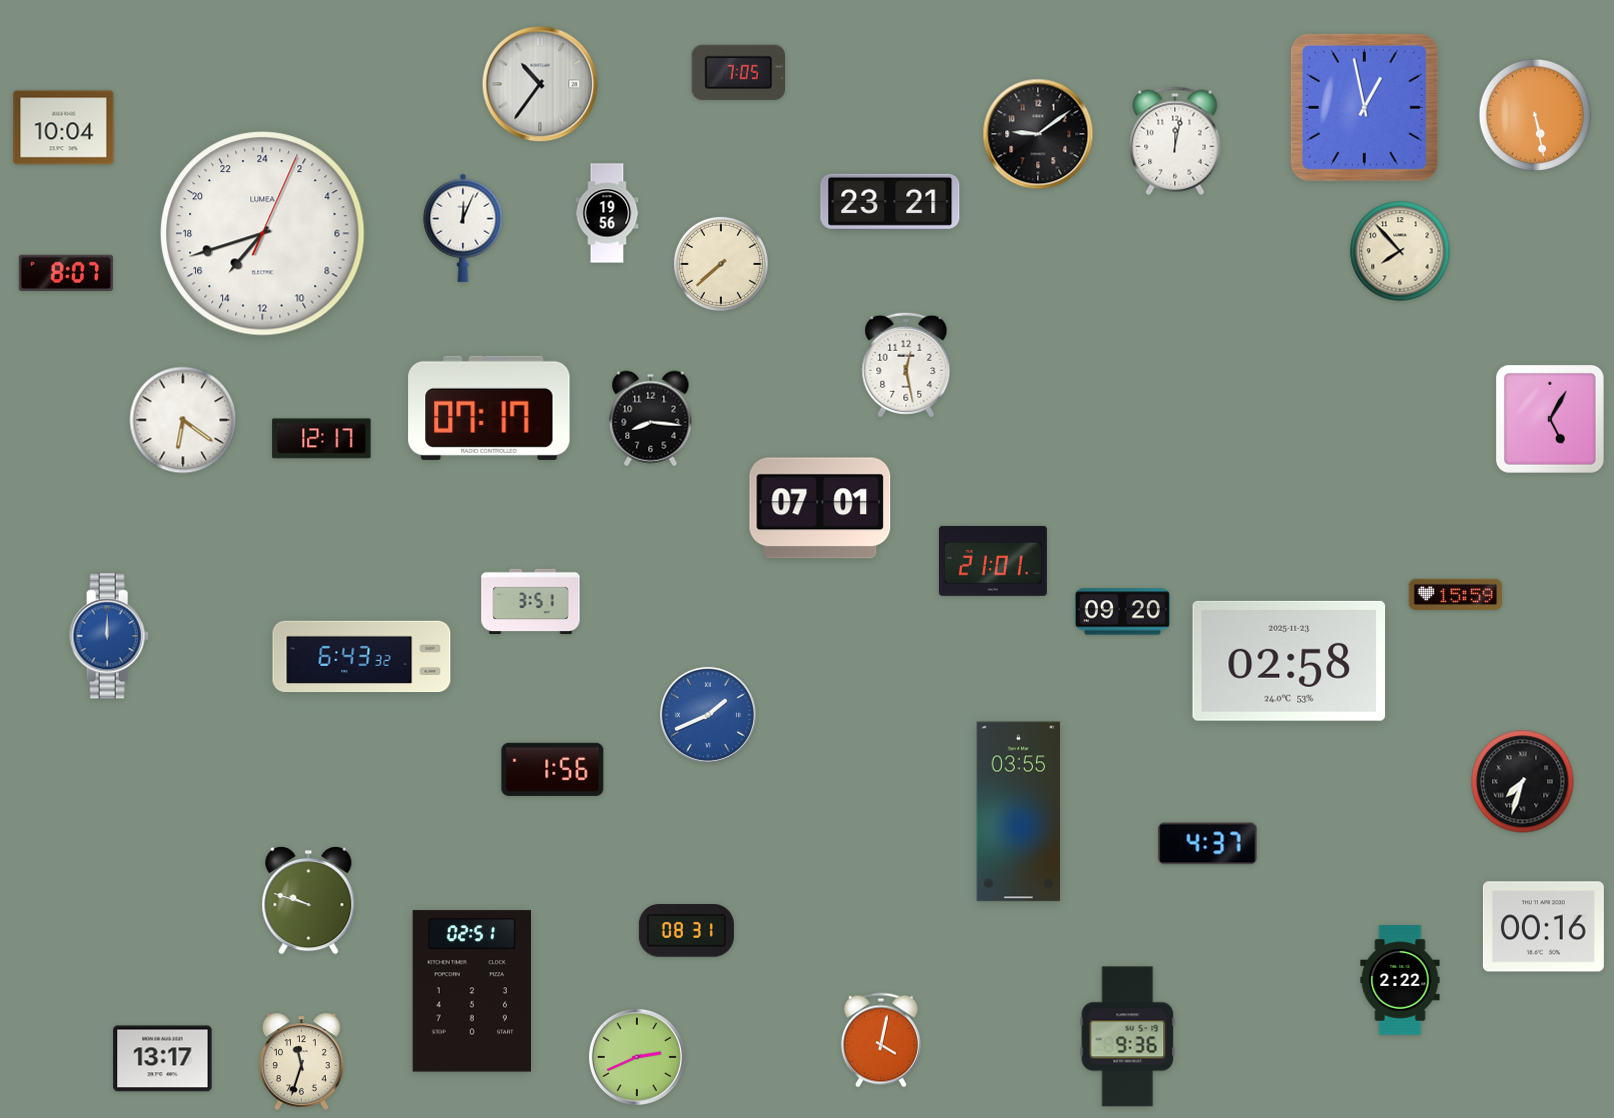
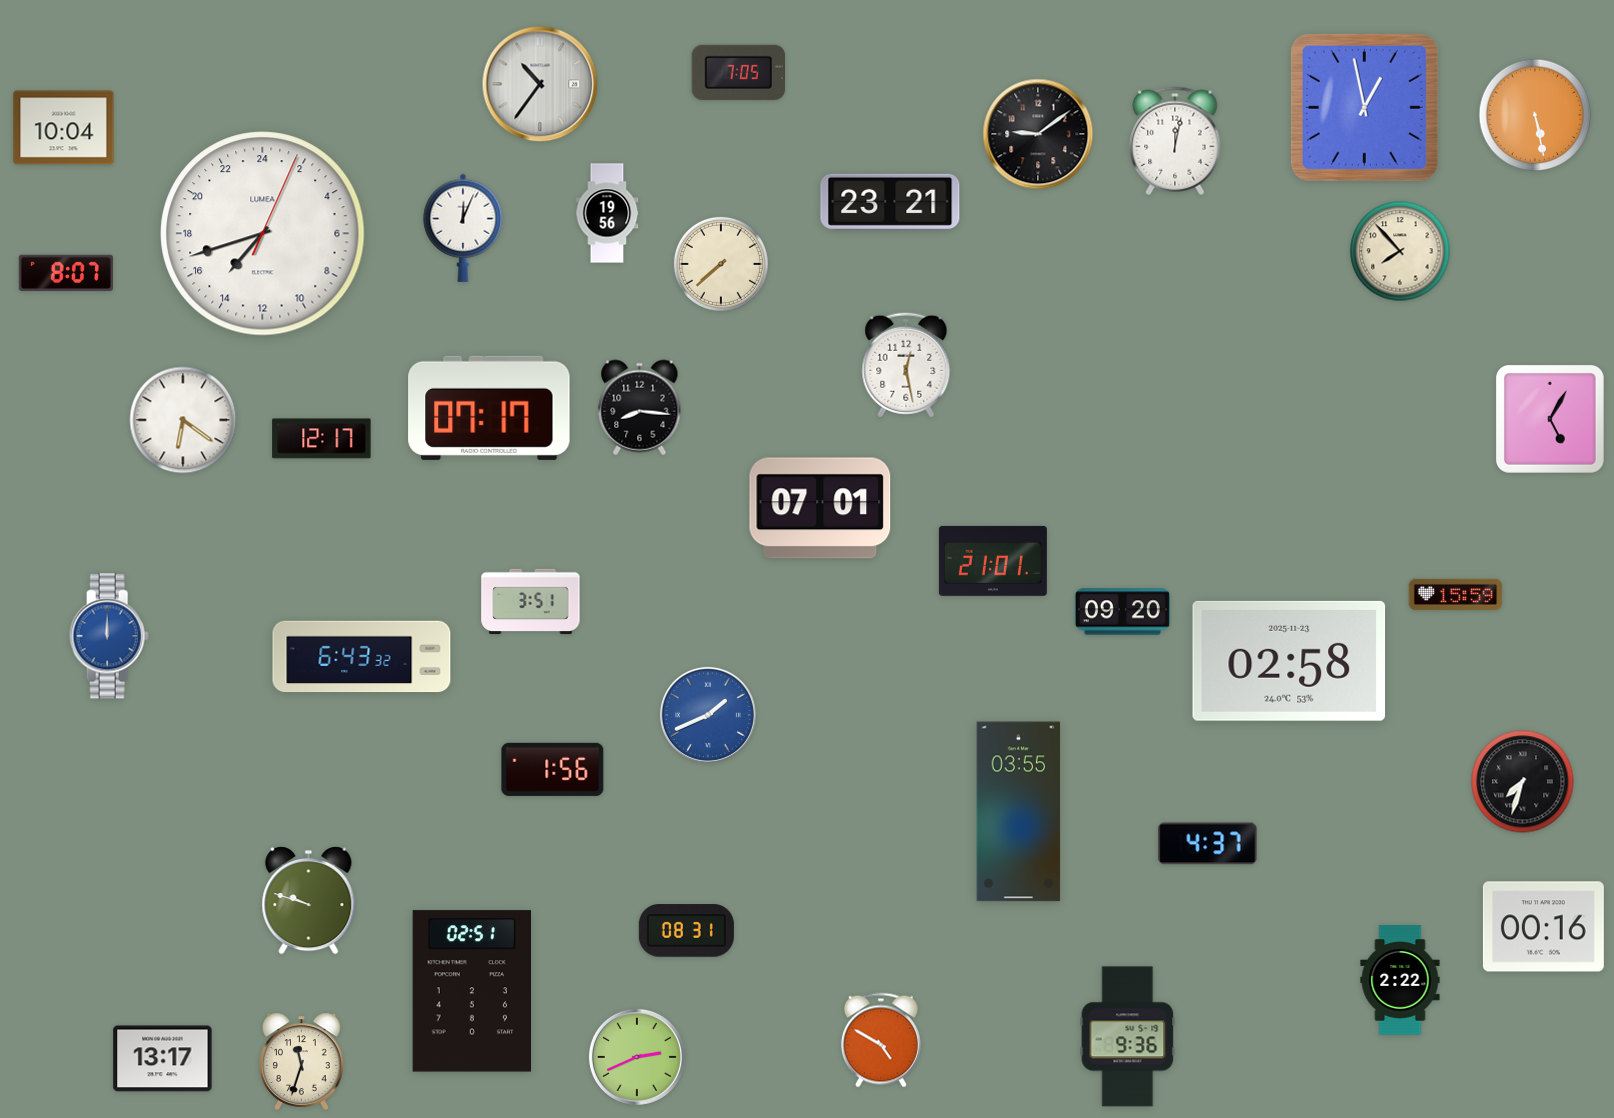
clock at (651, 419) position: (651, 419) -> (640, 408)
clock at (881, 1040): 4:02 -> 4:50
